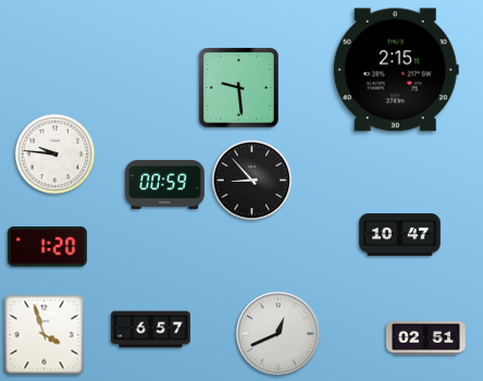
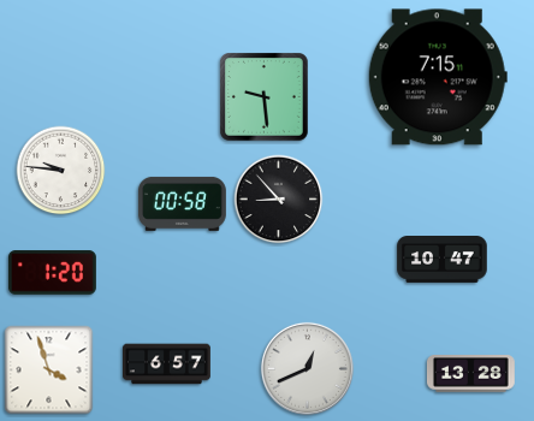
clock at (396, 70): 2:15 -> 7:15
clock at (164, 184): 00:59 -> 00:58
clock at (425, 339): 02:51 -> 13:28
